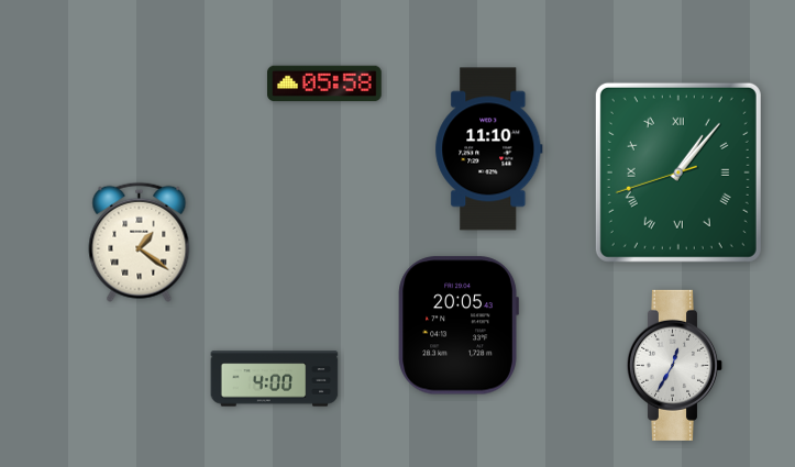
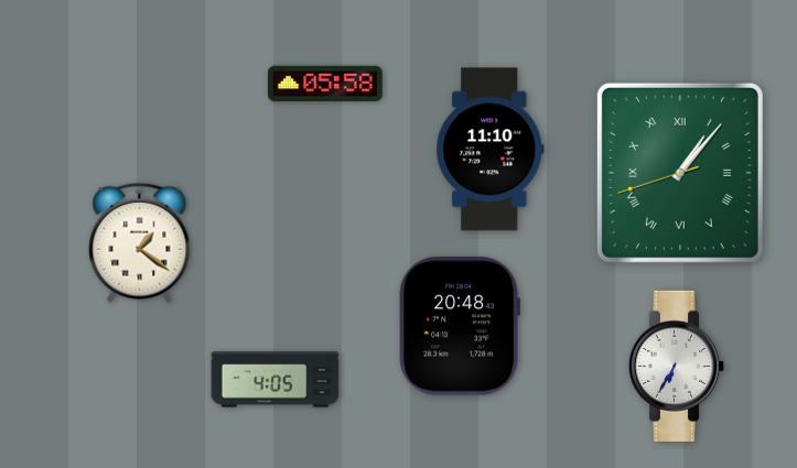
clock at (459, 325): 20:05 -> 20:48
clock at (675, 365): 12:35 -> 6:35
clock at (275, 379): 4:00 -> 4:05
